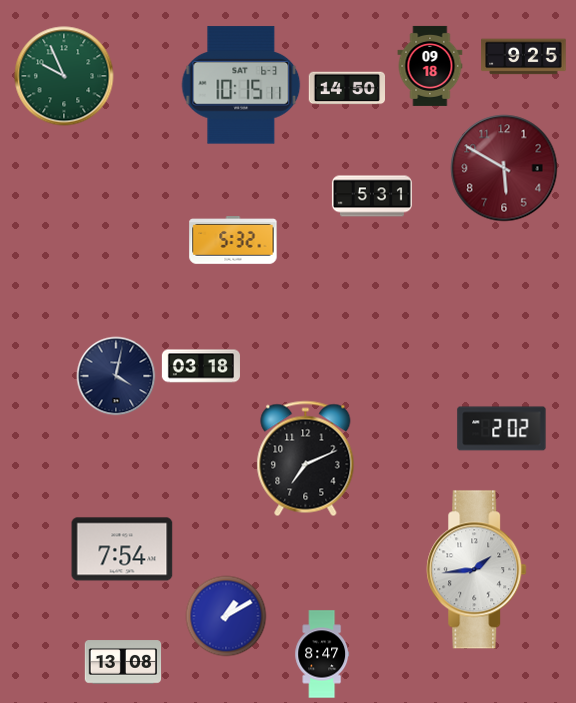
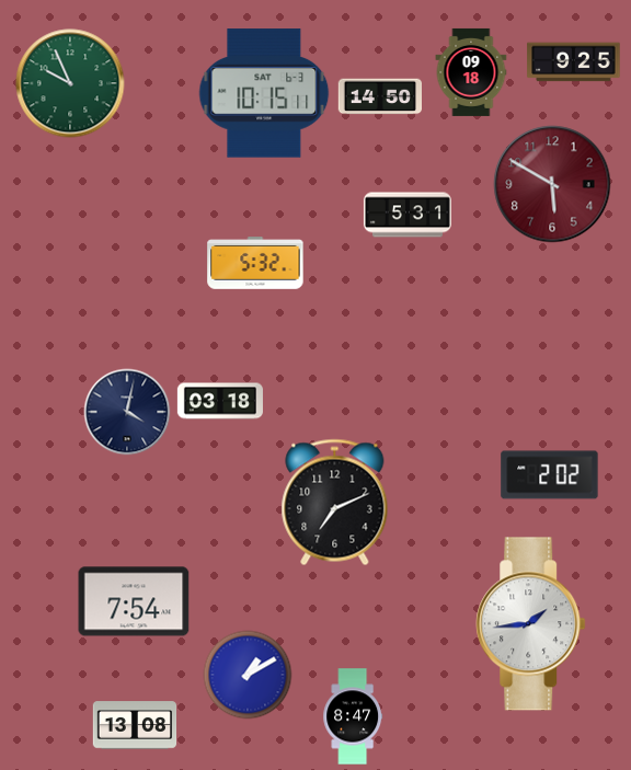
clock at (502, 429) position: (502, 429) -> (550, 475)
clock at (477, 570) position: (477, 570) -> (531, 624)
